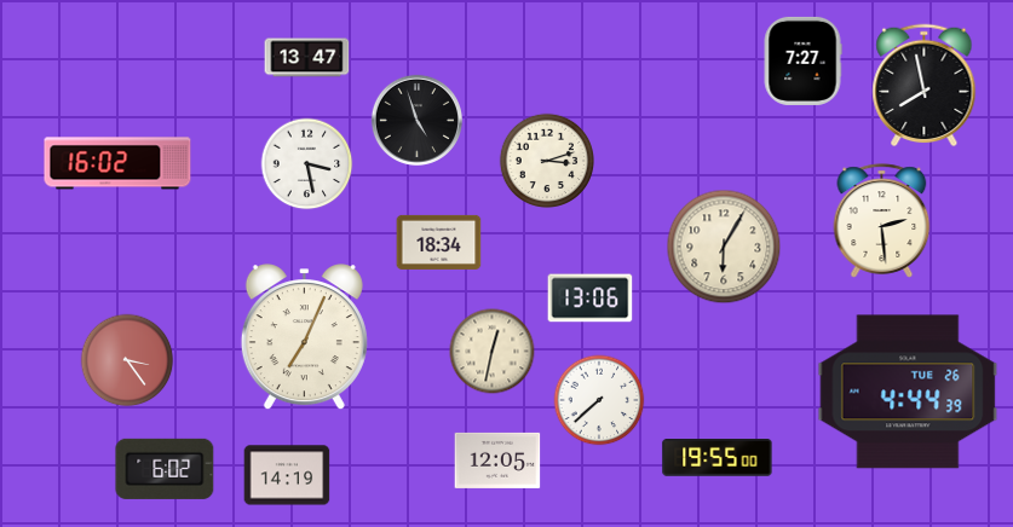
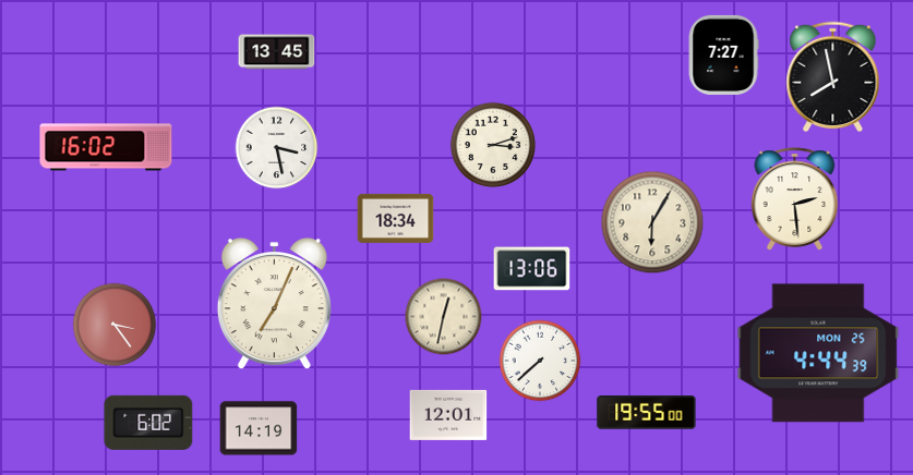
clock at (307, 58): 13:47 -> 13:45
clock at (416, 120): 4:57 -> none
clock at (908, 392) date: TUE 26 -> MON 25
clock at (497, 461): 12:05 -> 12:01
